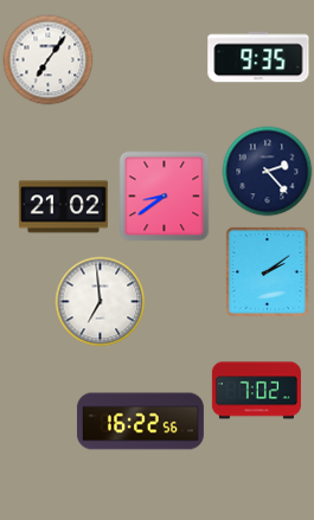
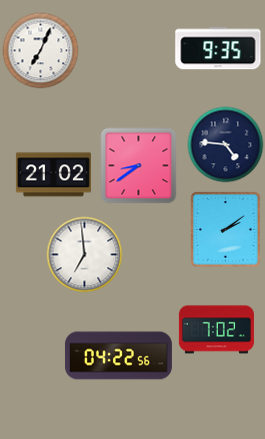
clock at (49, 60): 7:06 -> 7:04
clock at (268, 172): 2:23 -> 4:46
clock at (140, 422): 16:22 -> 04:22
